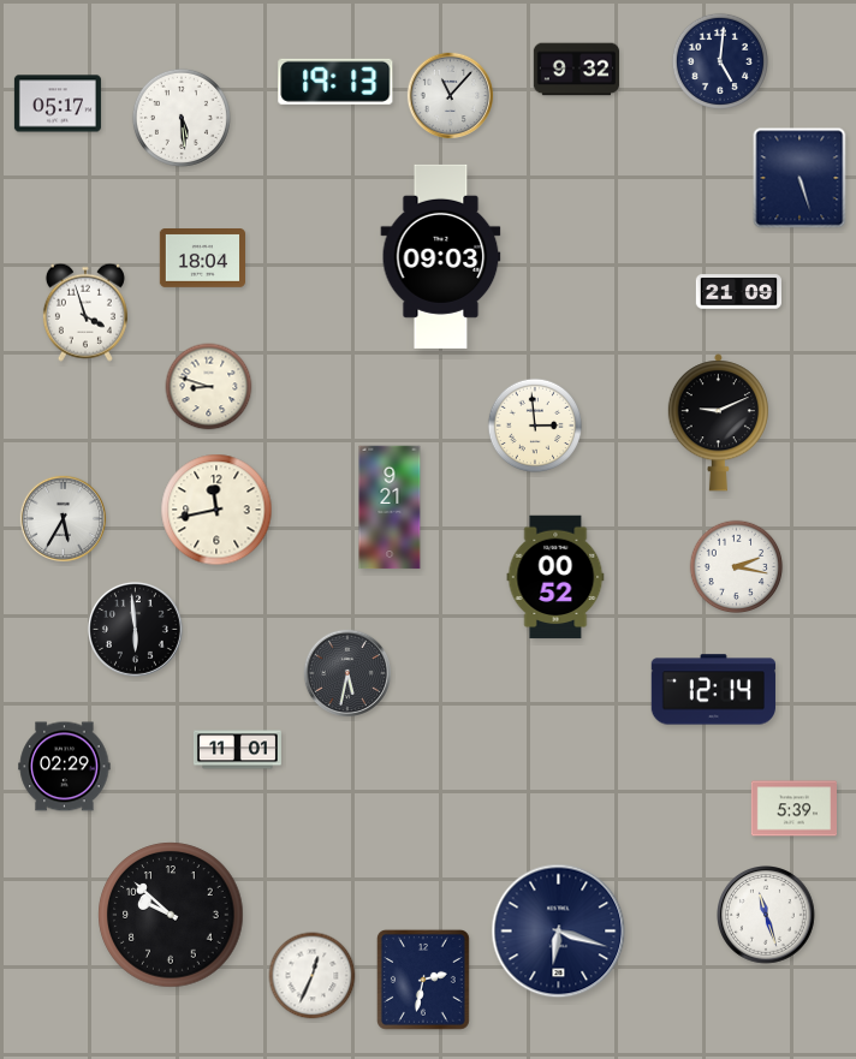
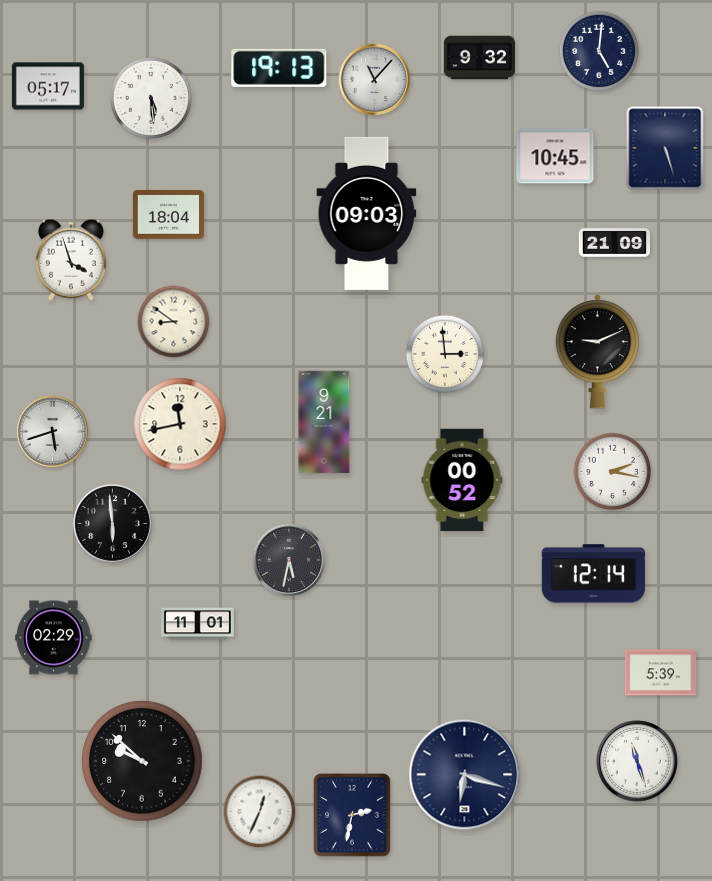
clock at (555, 156): none -> 10:45
clock at (209, 387): 8:48 -> 8:51
clock at (64, 519): 5:35 -> 5:42
